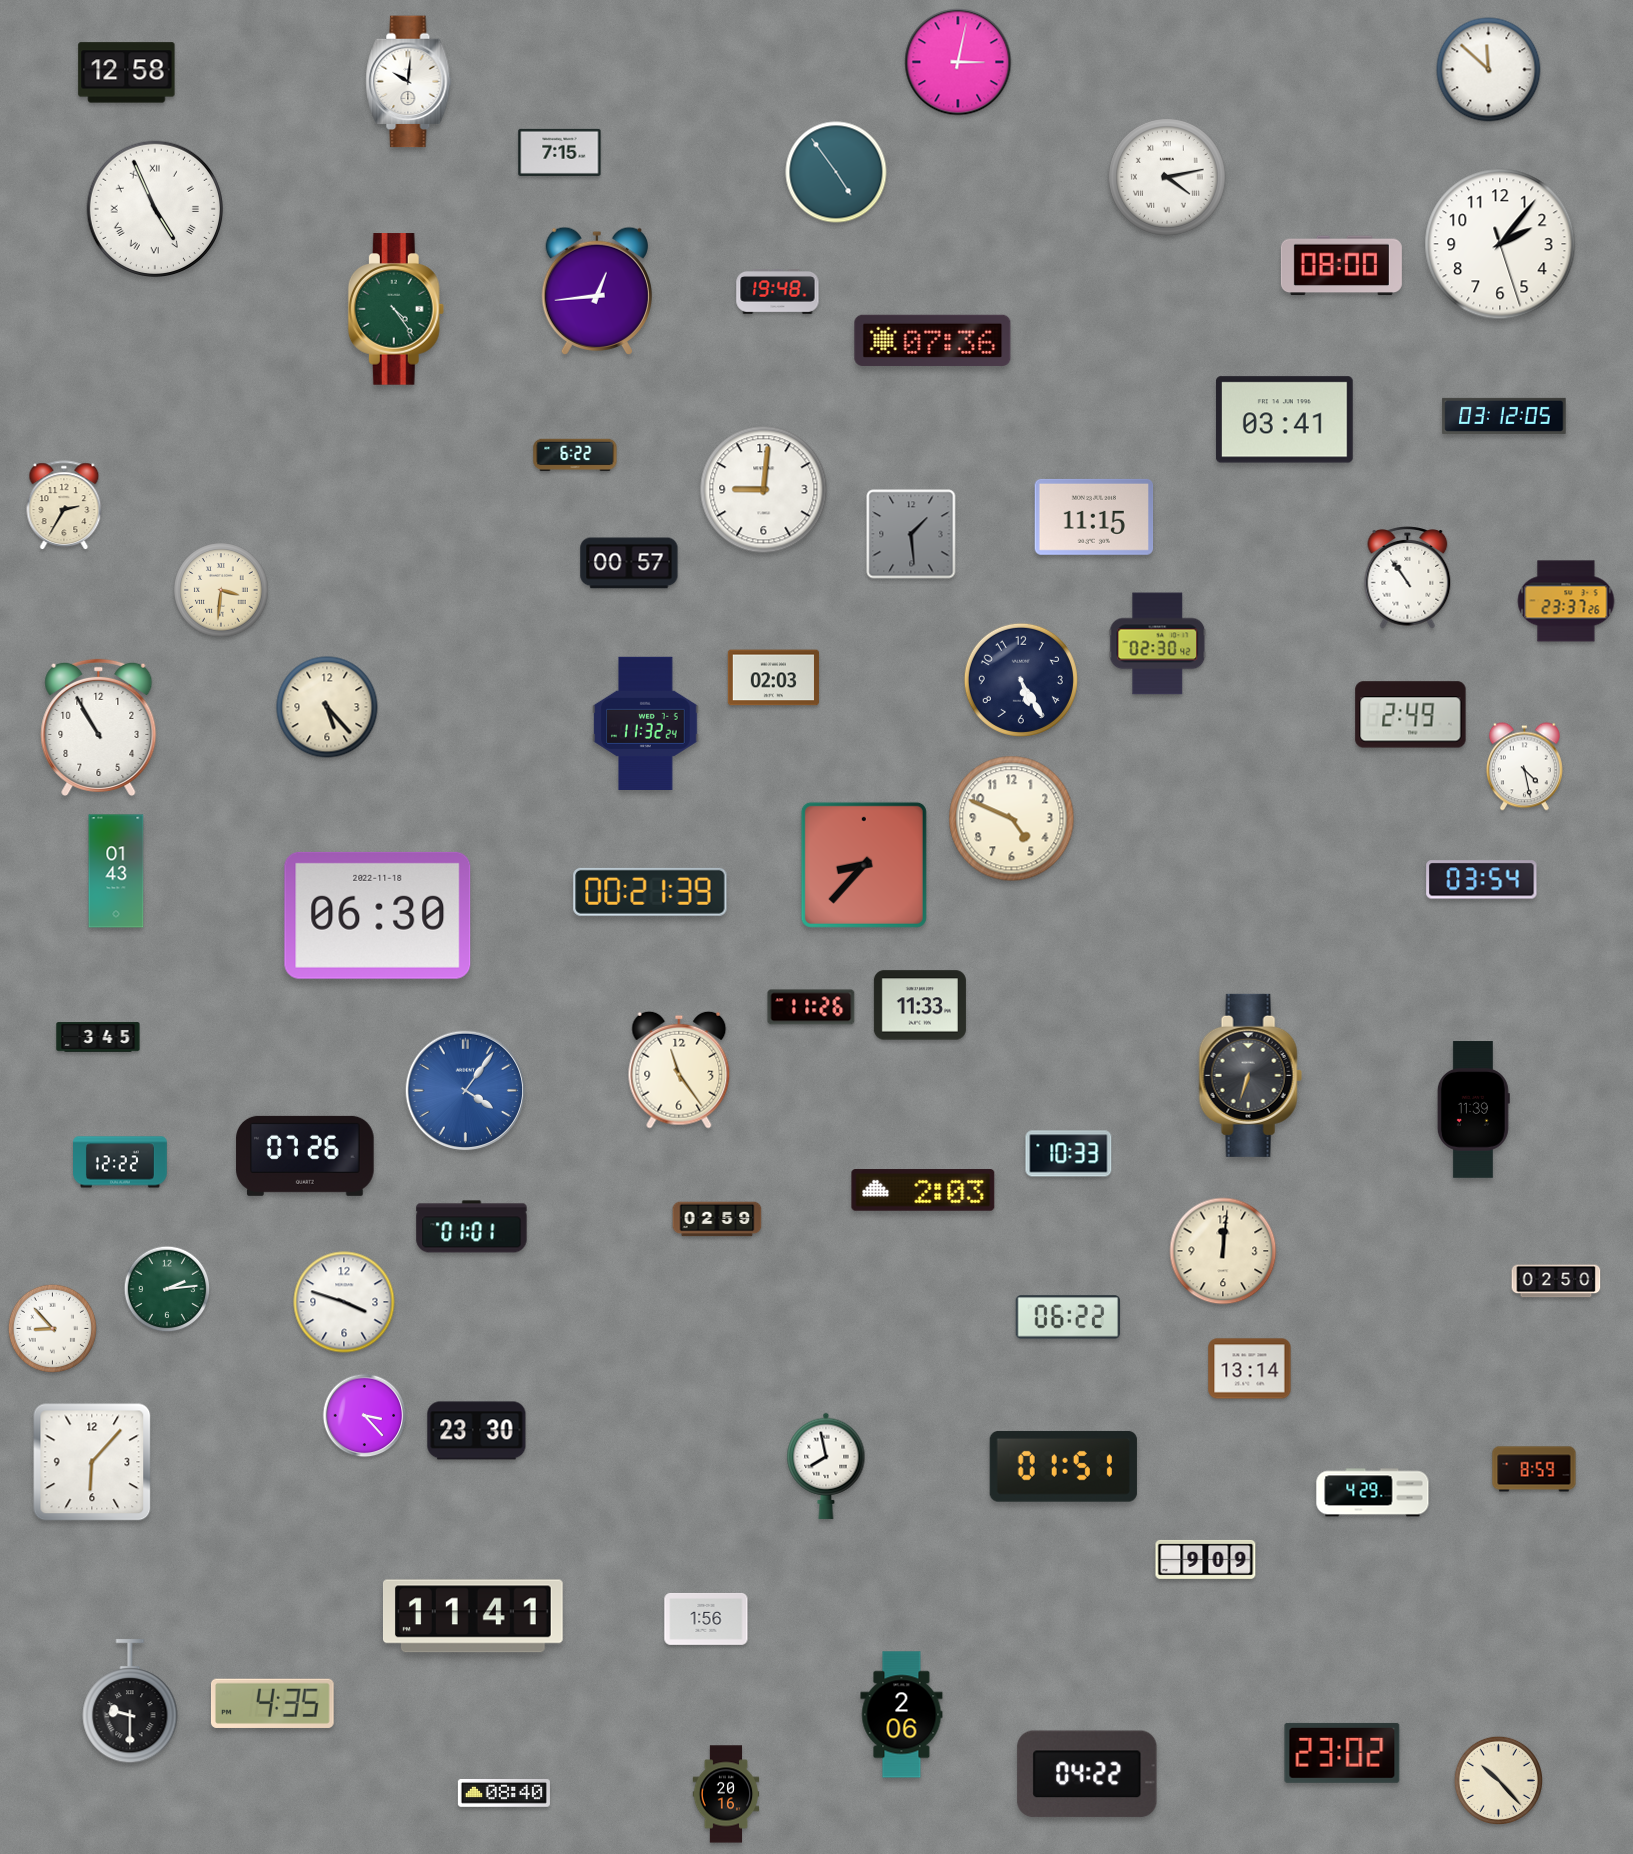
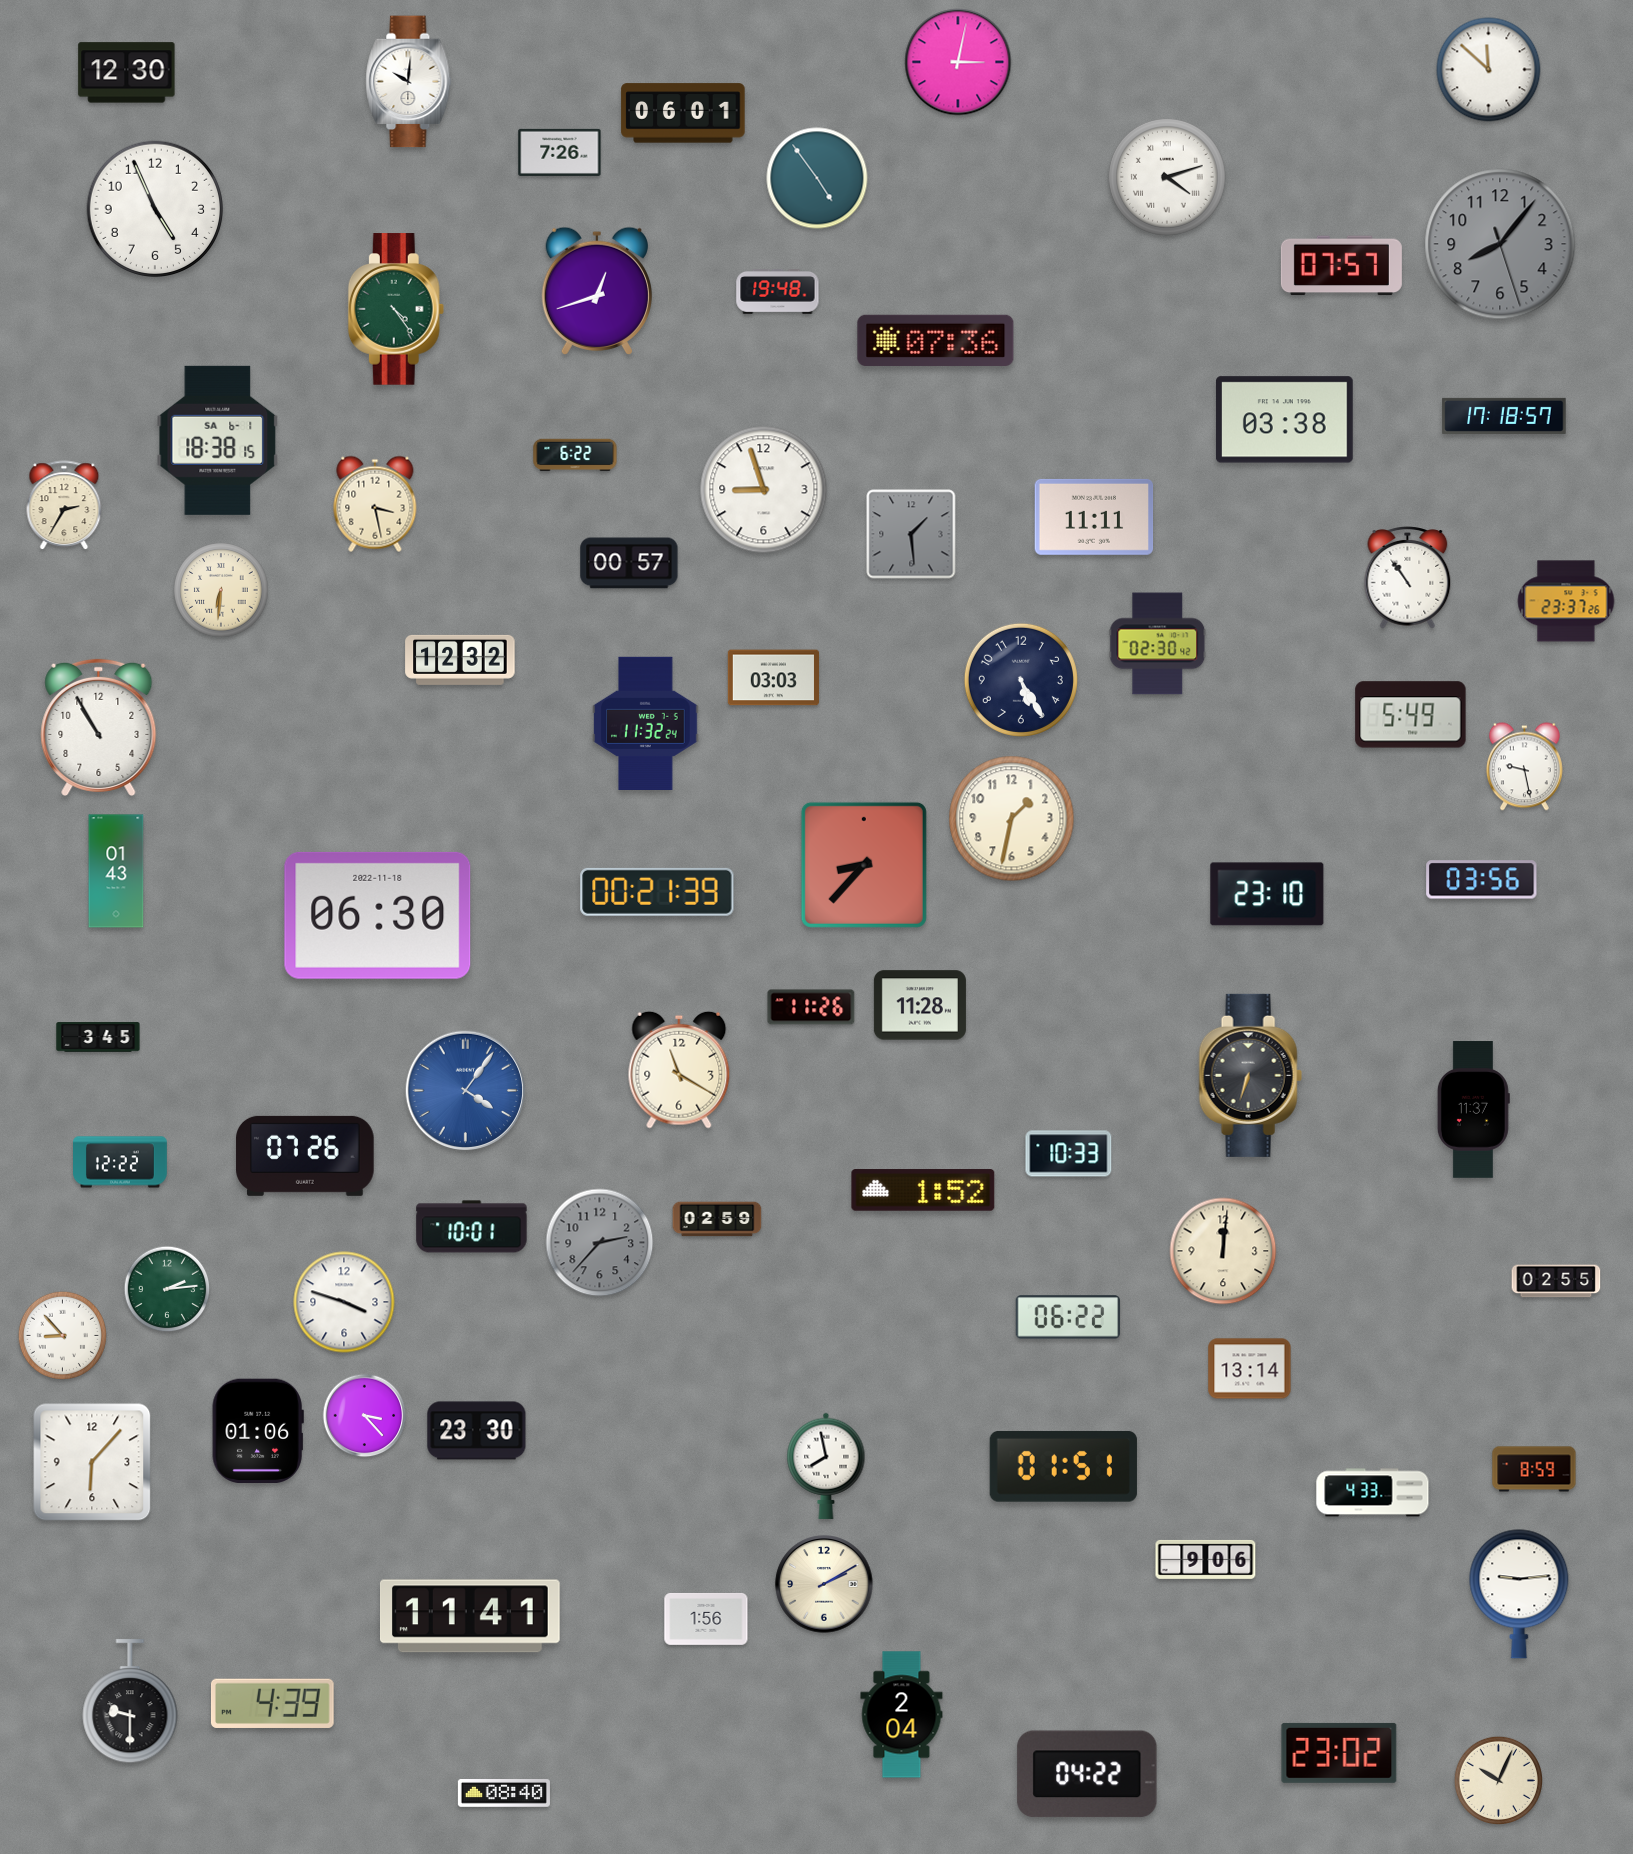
clock at (127, 73): 12:58 -> 12:30
clock at (683, 113): none -> 06:01
clock at (560, 152): 7:15 -> 7:26
clock at (836, 172) position: (836, 172) -> (817, 178)
clock at (1167, 177): 4:13 -> 4:12
clock at (154, 208) numerals: Roman -> Arabic
clock at (1500, 244): 2:06 -> 8:06
clock at (1500, 244) dial: white -> grey
clock at (1341, 266): 08:00 -> 07:57
clock at (597, 291): 12:44 -> 12:42
clock at (933, 340) position: (933, 340) -> (936, 340)
clock at (1504, 416): 03:12 -> 17:18
clock at (1284, 420): 03:41 -> 03:38
clock at (218, 440): none -> 18:38
clock at (764, 490): 9:01 -> 8:57
clock at (375, 504): none -> 3:28
clock at (1094, 517): 11:15 -> 11:11
clock at (221, 590): 3:31 -> 6:31
clock at (460, 660): none -> 12:32
clock at (773, 678): 02:03 -> 03:03
clock at (327, 707): 5:23 -> none
clock at (1411, 715): 2:49 -> 5:49
clock at (1524, 767): 4:28 -> 9:28
clock at (1012, 819): 4:49 -> 1:32
clock at (1482, 880): 03:54 -> 03:56
clock at (650, 892) position: (650, 892) -> (657, 892)
clock at (1267, 894): none -> 23:10
clock at (920, 1005): 11:33 -> 11:28
clock at (679, 1070): 11:24 -> 11:20
clock at (1473, 1110): 11:39 -> 11:37
clock at (923, 1190): 2:03 -> 1:52
clock at (472, 1227): 01:01 -> 10:01
clock at (600, 1243): none -> 2:37
clock at (1556, 1281): 02:50 -> 02:55
clock at (52, 1328) position: (52, 1328) -> (62, 1335)
clock at (258, 1430): none -> 01:06
clock at (1373, 1493): 4:29 -> 4:33
clock at (1206, 1559): 9:09 -> 9:06
clock at (824, 1584): none -> 2:10
clock at (1519, 1594): none -> 9:14
clock at (474, 1616) position: (474, 1616) -> (471, 1616)
clock at (272, 1703): 4:35 -> 4:39
clock at (902, 1715): 2:06 -> 2:04
clock at (1342, 1753) position: (1342, 1753) -> (1339, 1753)
clock at (1498, 1780): 10:23 -> 10:04
clock at (726, 1794): 20:16 -> none
